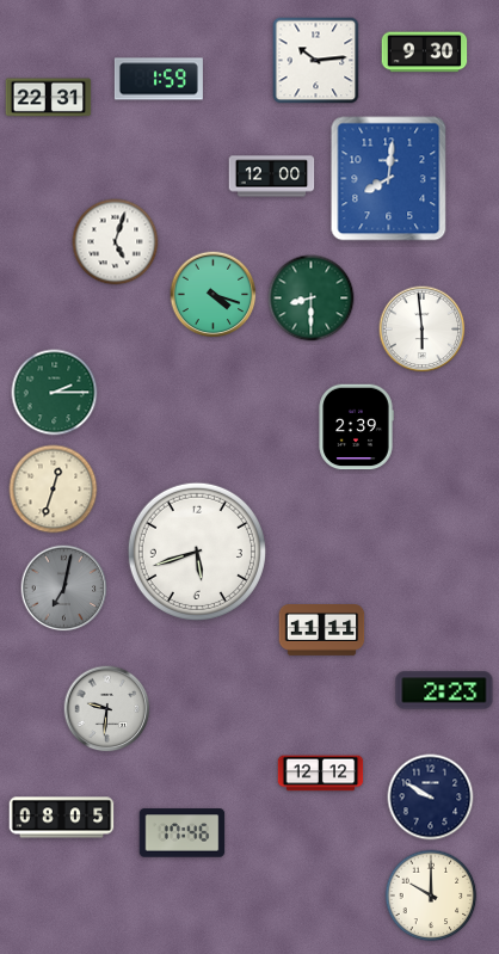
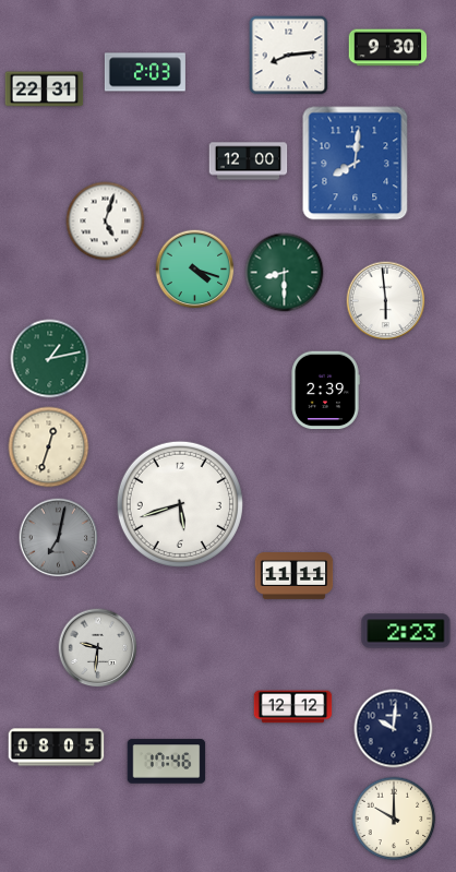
clock at (316, 61): 10:14 -> 8:14
clock at (159, 79): 1:59 -> 2:03
clock at (55, 393): 2:15 -> 1:13
clock at (431, 798): 9:50 -> 10:01
